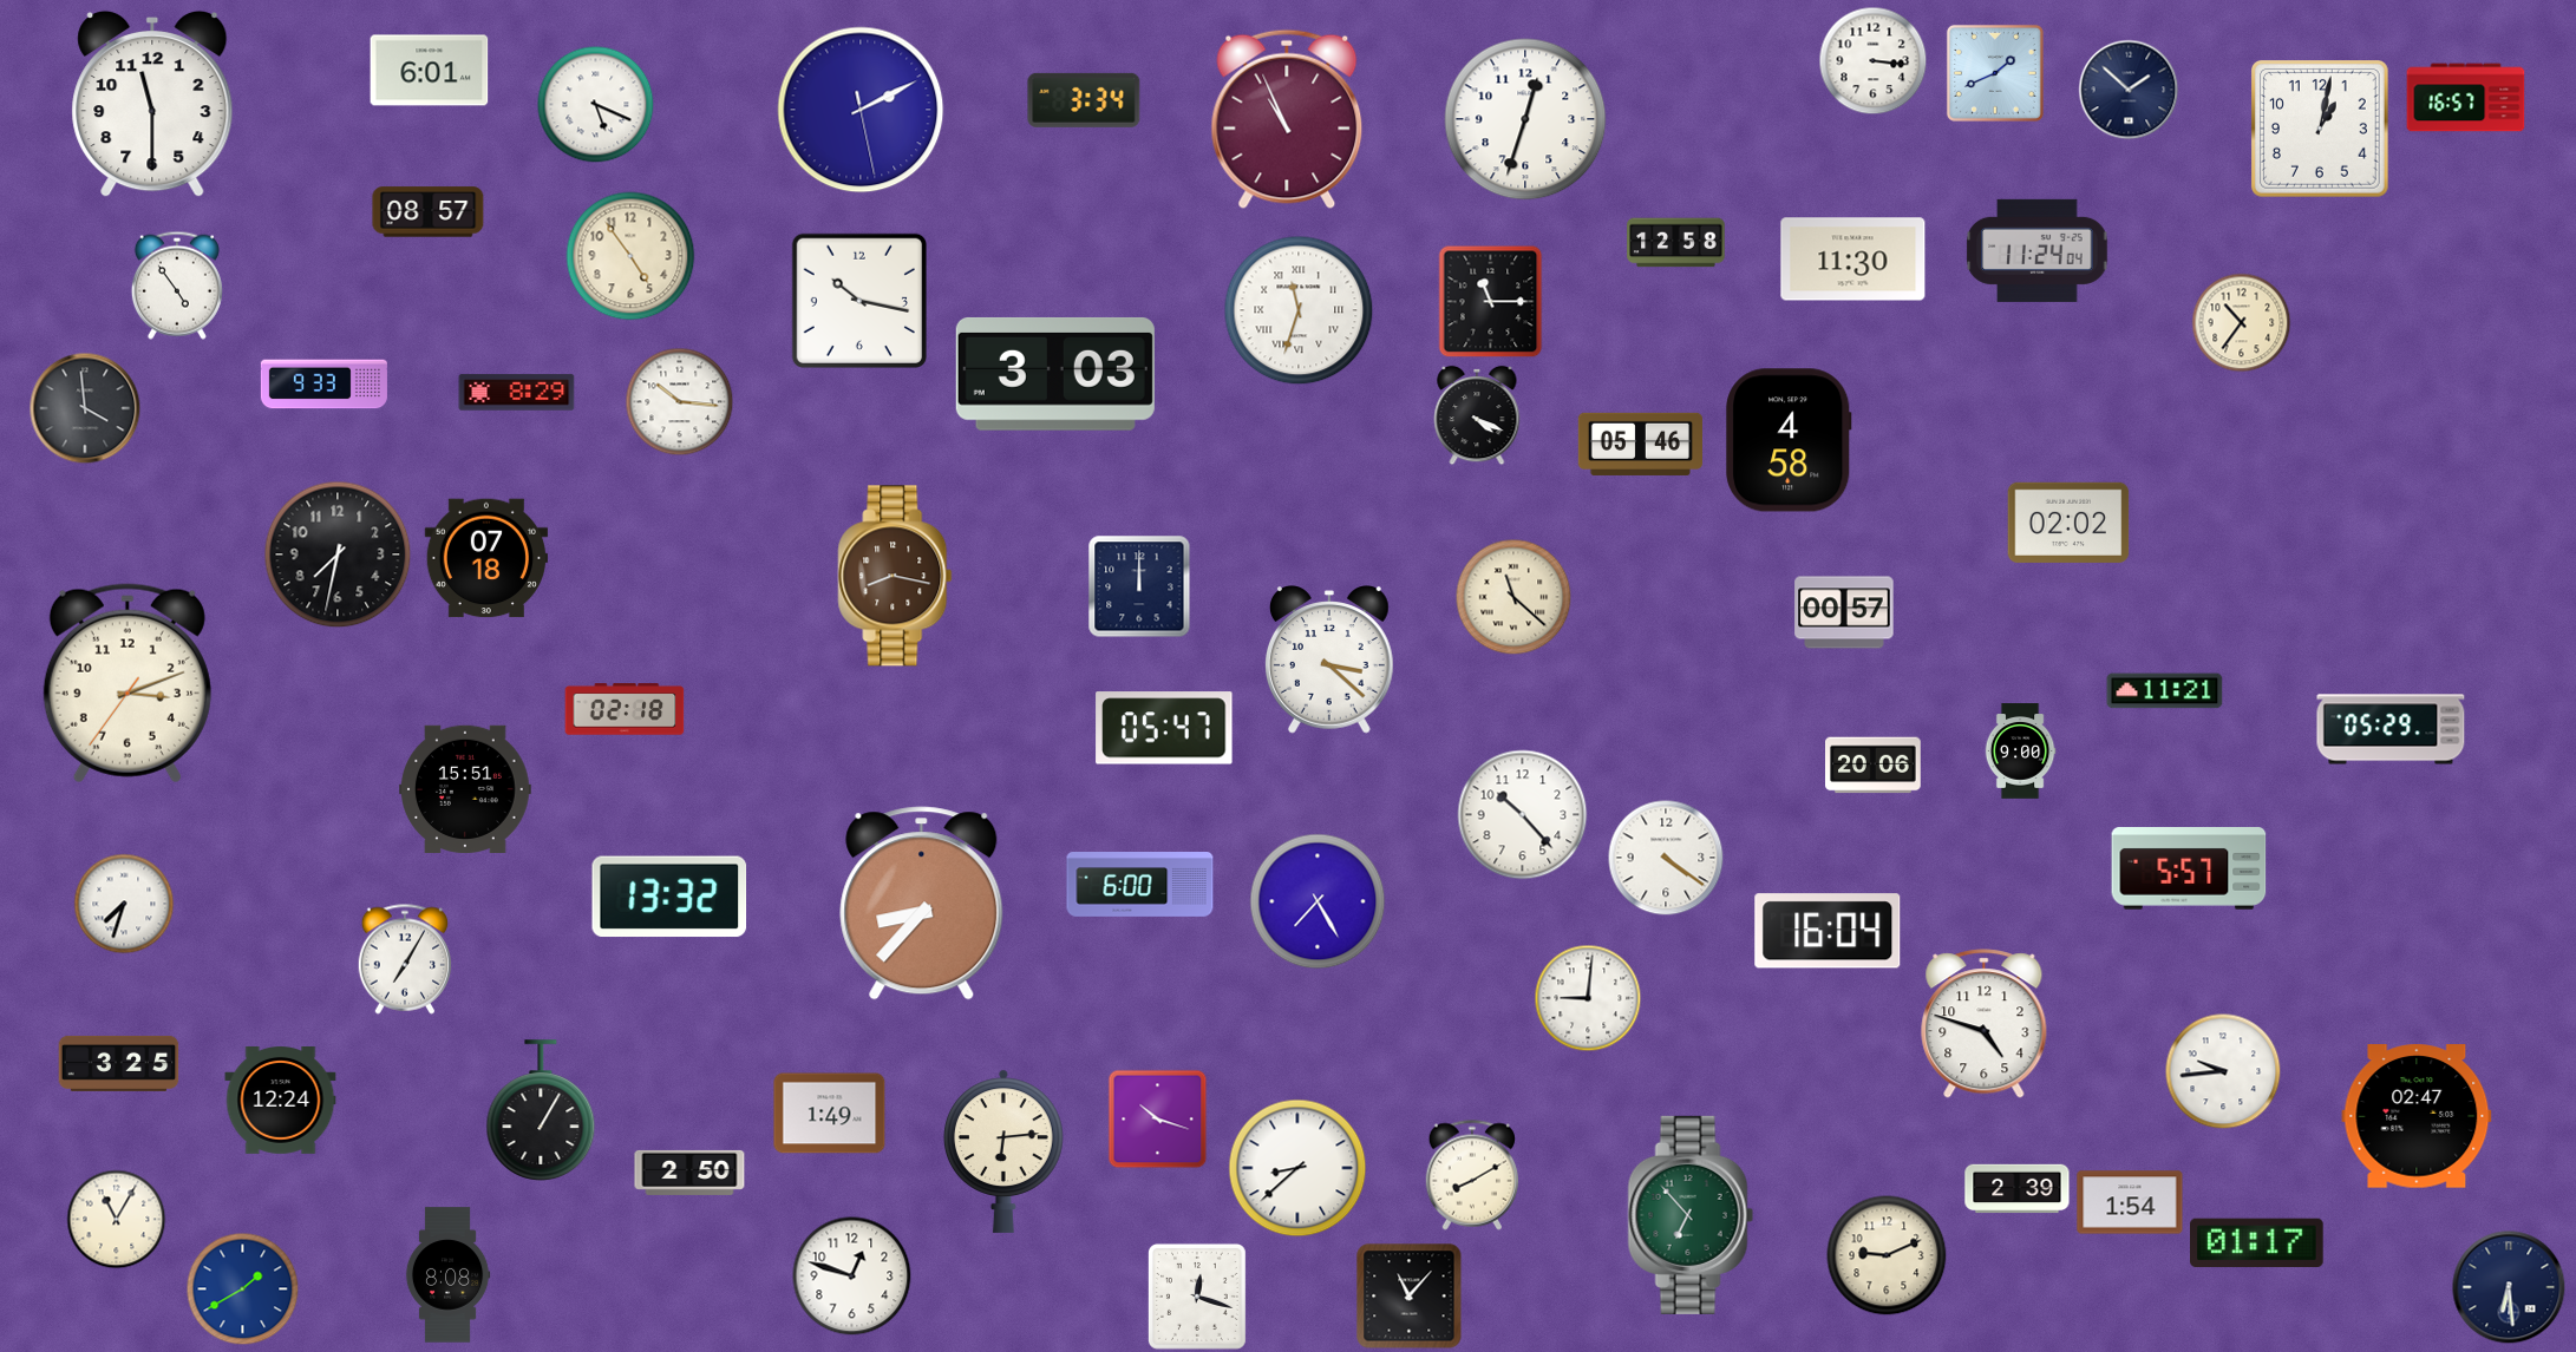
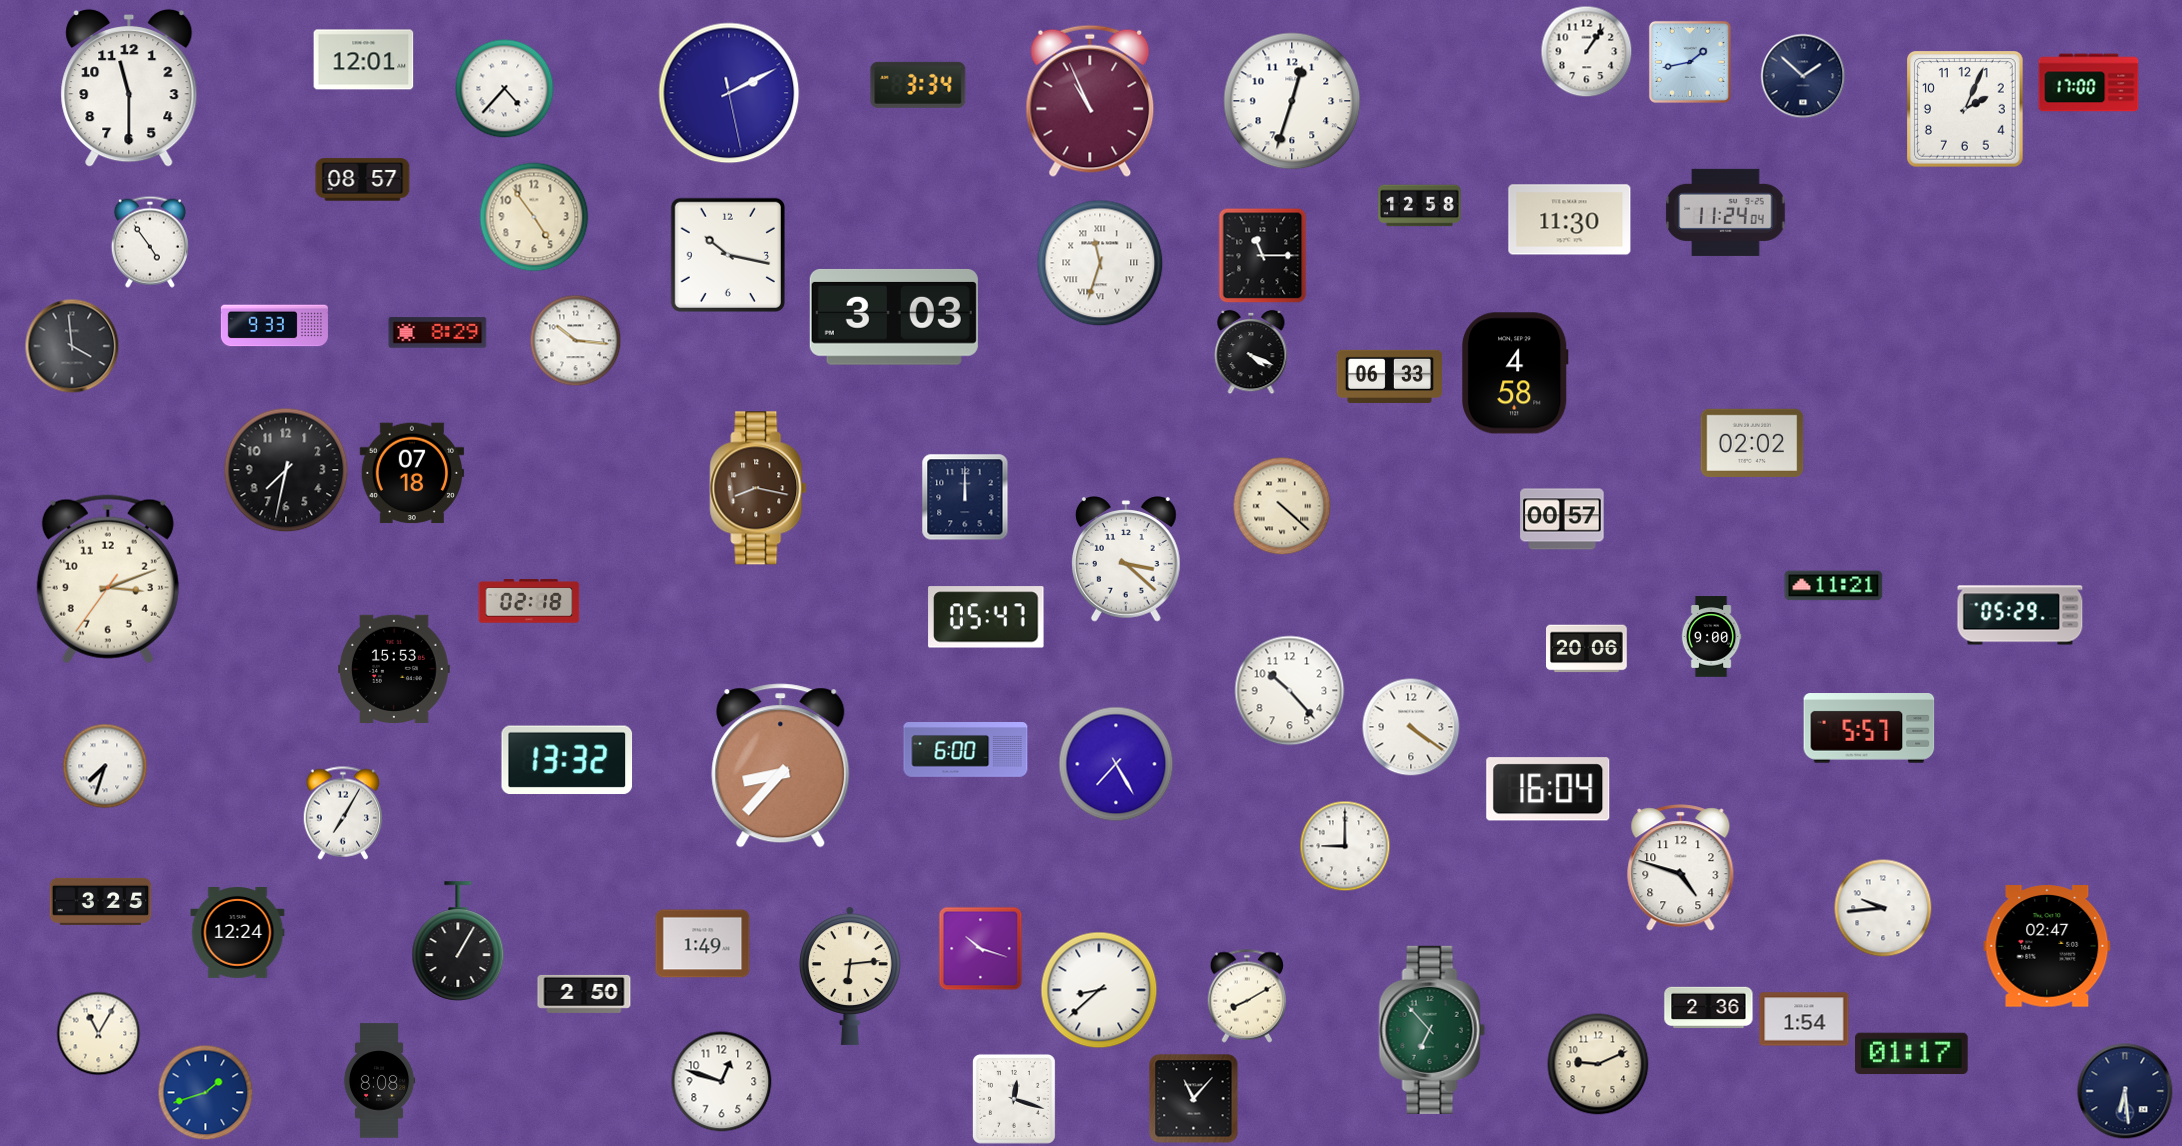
clock at (1874, 61): 3:16 -> 1:06
clock at (430, 71): 6:01 -> 12:01
clock at (1995, 73): 1:41 -> 1:43
clock at (2466, 98): 16:57 -> 17:00
clock at (596, 105): 5:19 -> 4:37
clock at (2321, 130): 1:02 -> 2:04
clock at (2242, 323): 10:36 -> none
clock at (1640, 444): 05:46 -> 06:33
clock at (1513, 597): 11:22 -> 4:22
clock at (2391, 729) position: (2391, 729) -> (2020, 615)
clock at (466, 788): 15:51 -> 15:53
clock at (2189, 868) position: (2189, 868) -> (1869, 728)
clock at (1588, 998): 9:01 -> 9:00
clock at (2018, 1189): 2:39 -> 2:36
clock at (243, 1289): 1:40 -> 1:42
